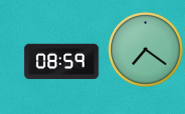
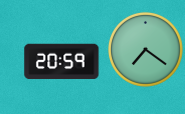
clock at (62, 62): 08:59 -> 20:59
